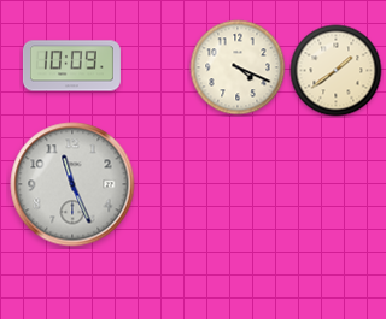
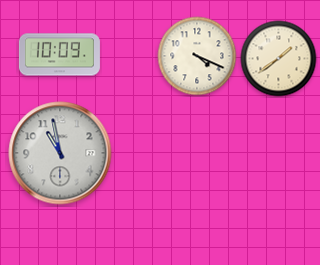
clock at (72, 184): 11:26 -> 10:58
